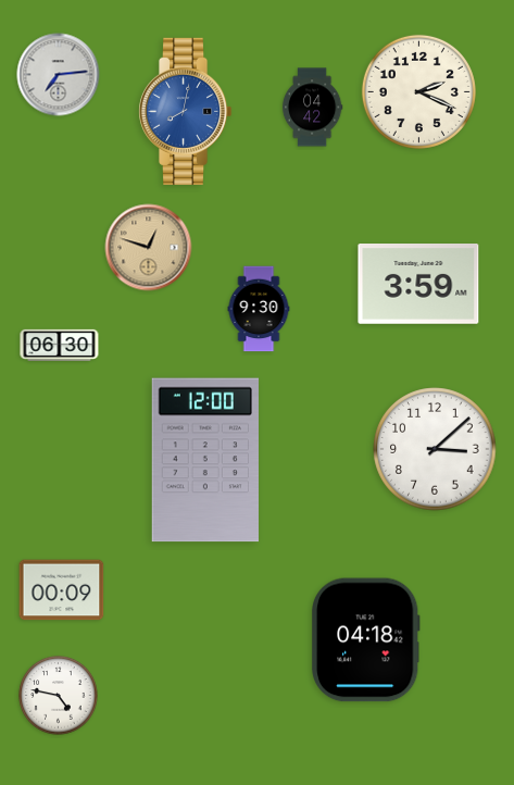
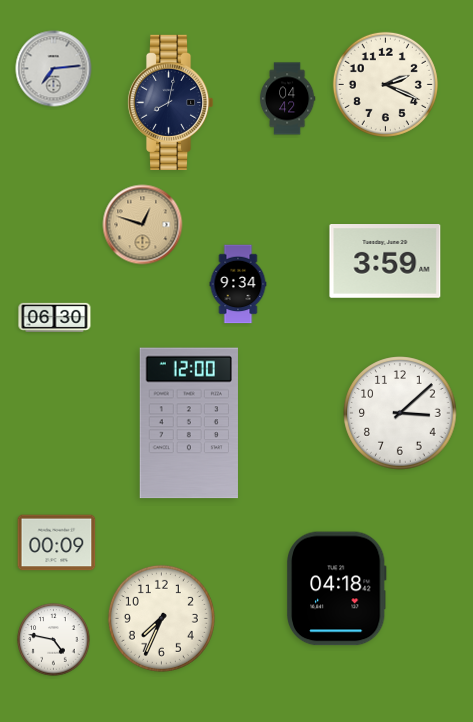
clock at (185, 111) dial: blue -> navy
clock at (149, 248) position: (149, 248) -> (143, 225)
clock at (259, 309): 9:30 -> 9:34
clock at (161, 618): none -> 7:34
